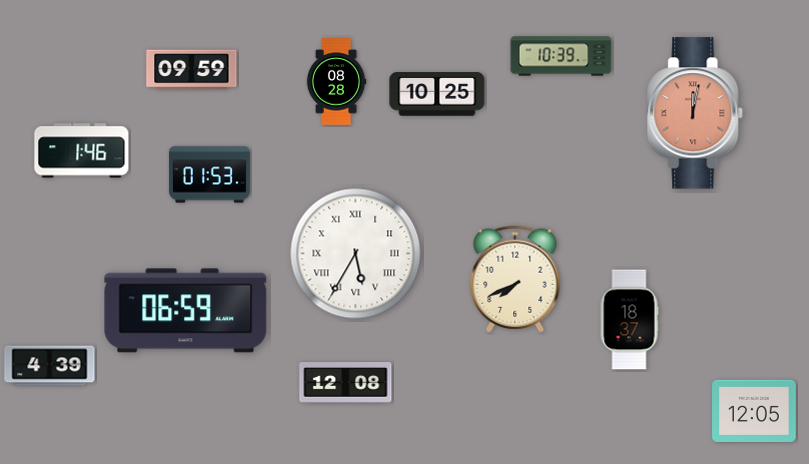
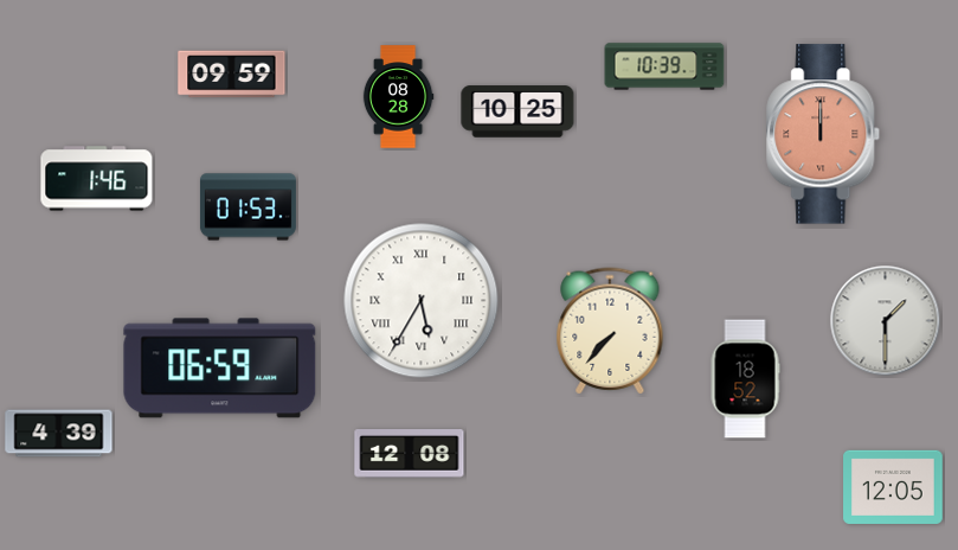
clock at (192, 70) position: (192, 70) -> (232, 75)
clock at (696, 113): 12:02 -> 12:00
clock at (886, 321): none -> 1:30
clock at (515, 279): 7:41 -> 7:37
clock at (629, 320): 18:37 -> 18:52
